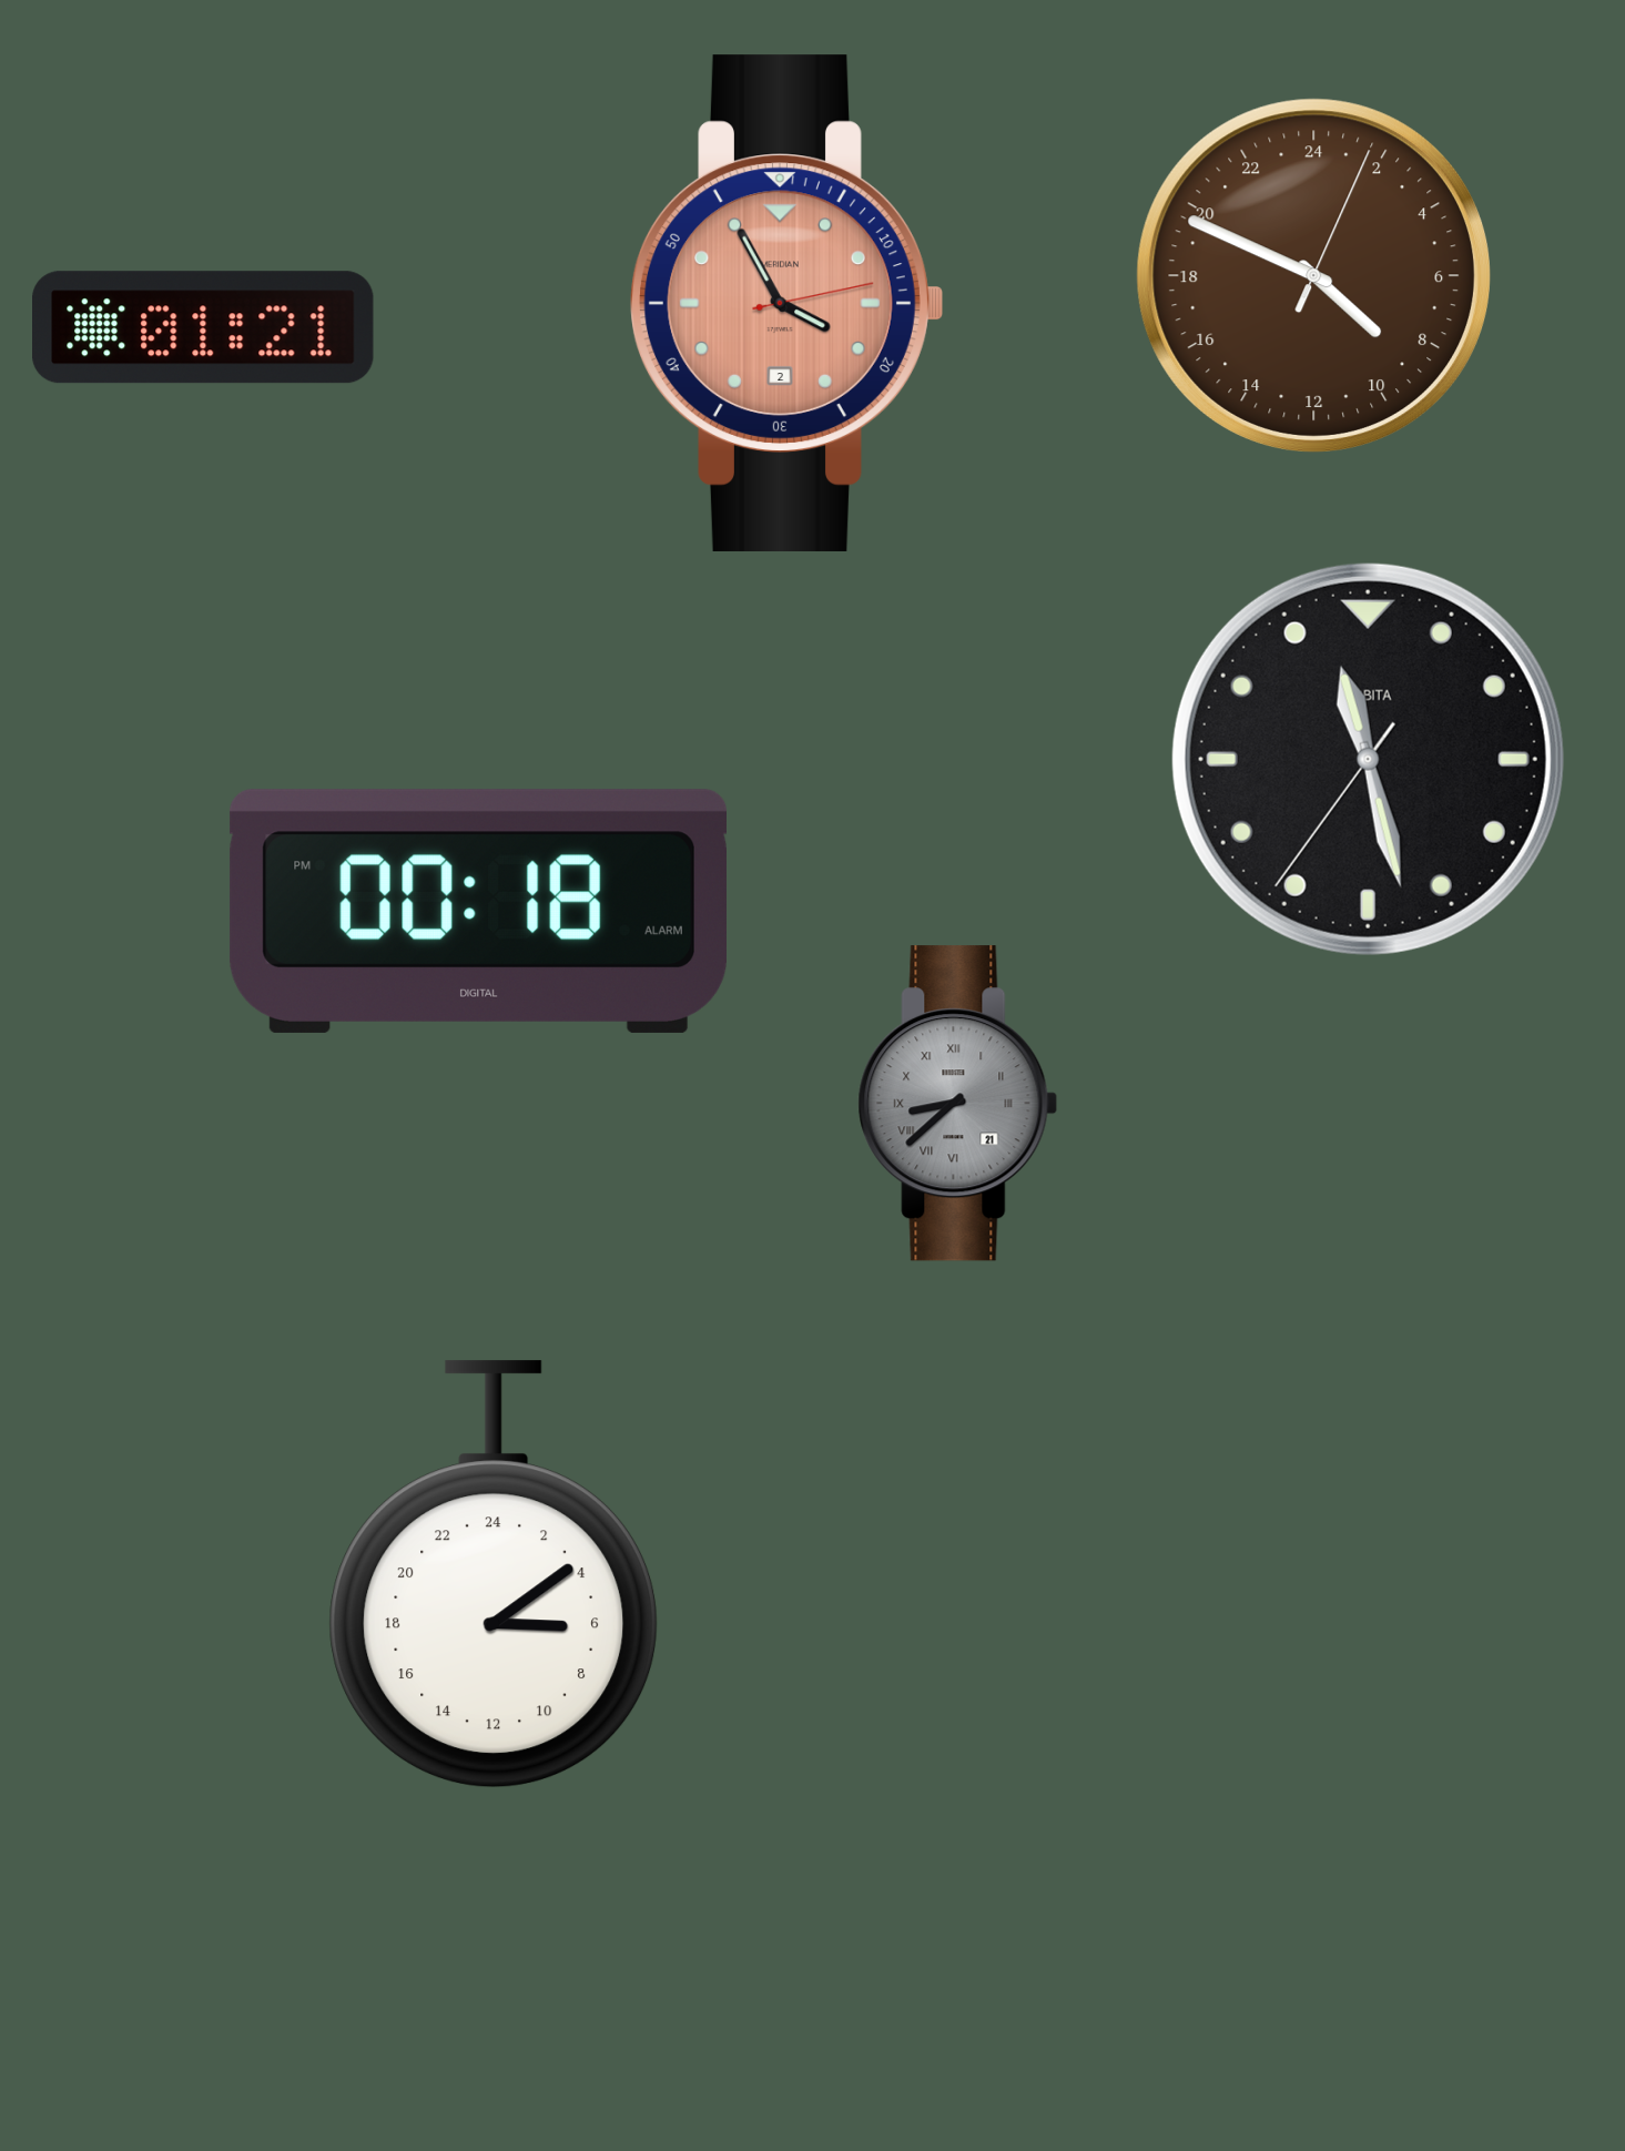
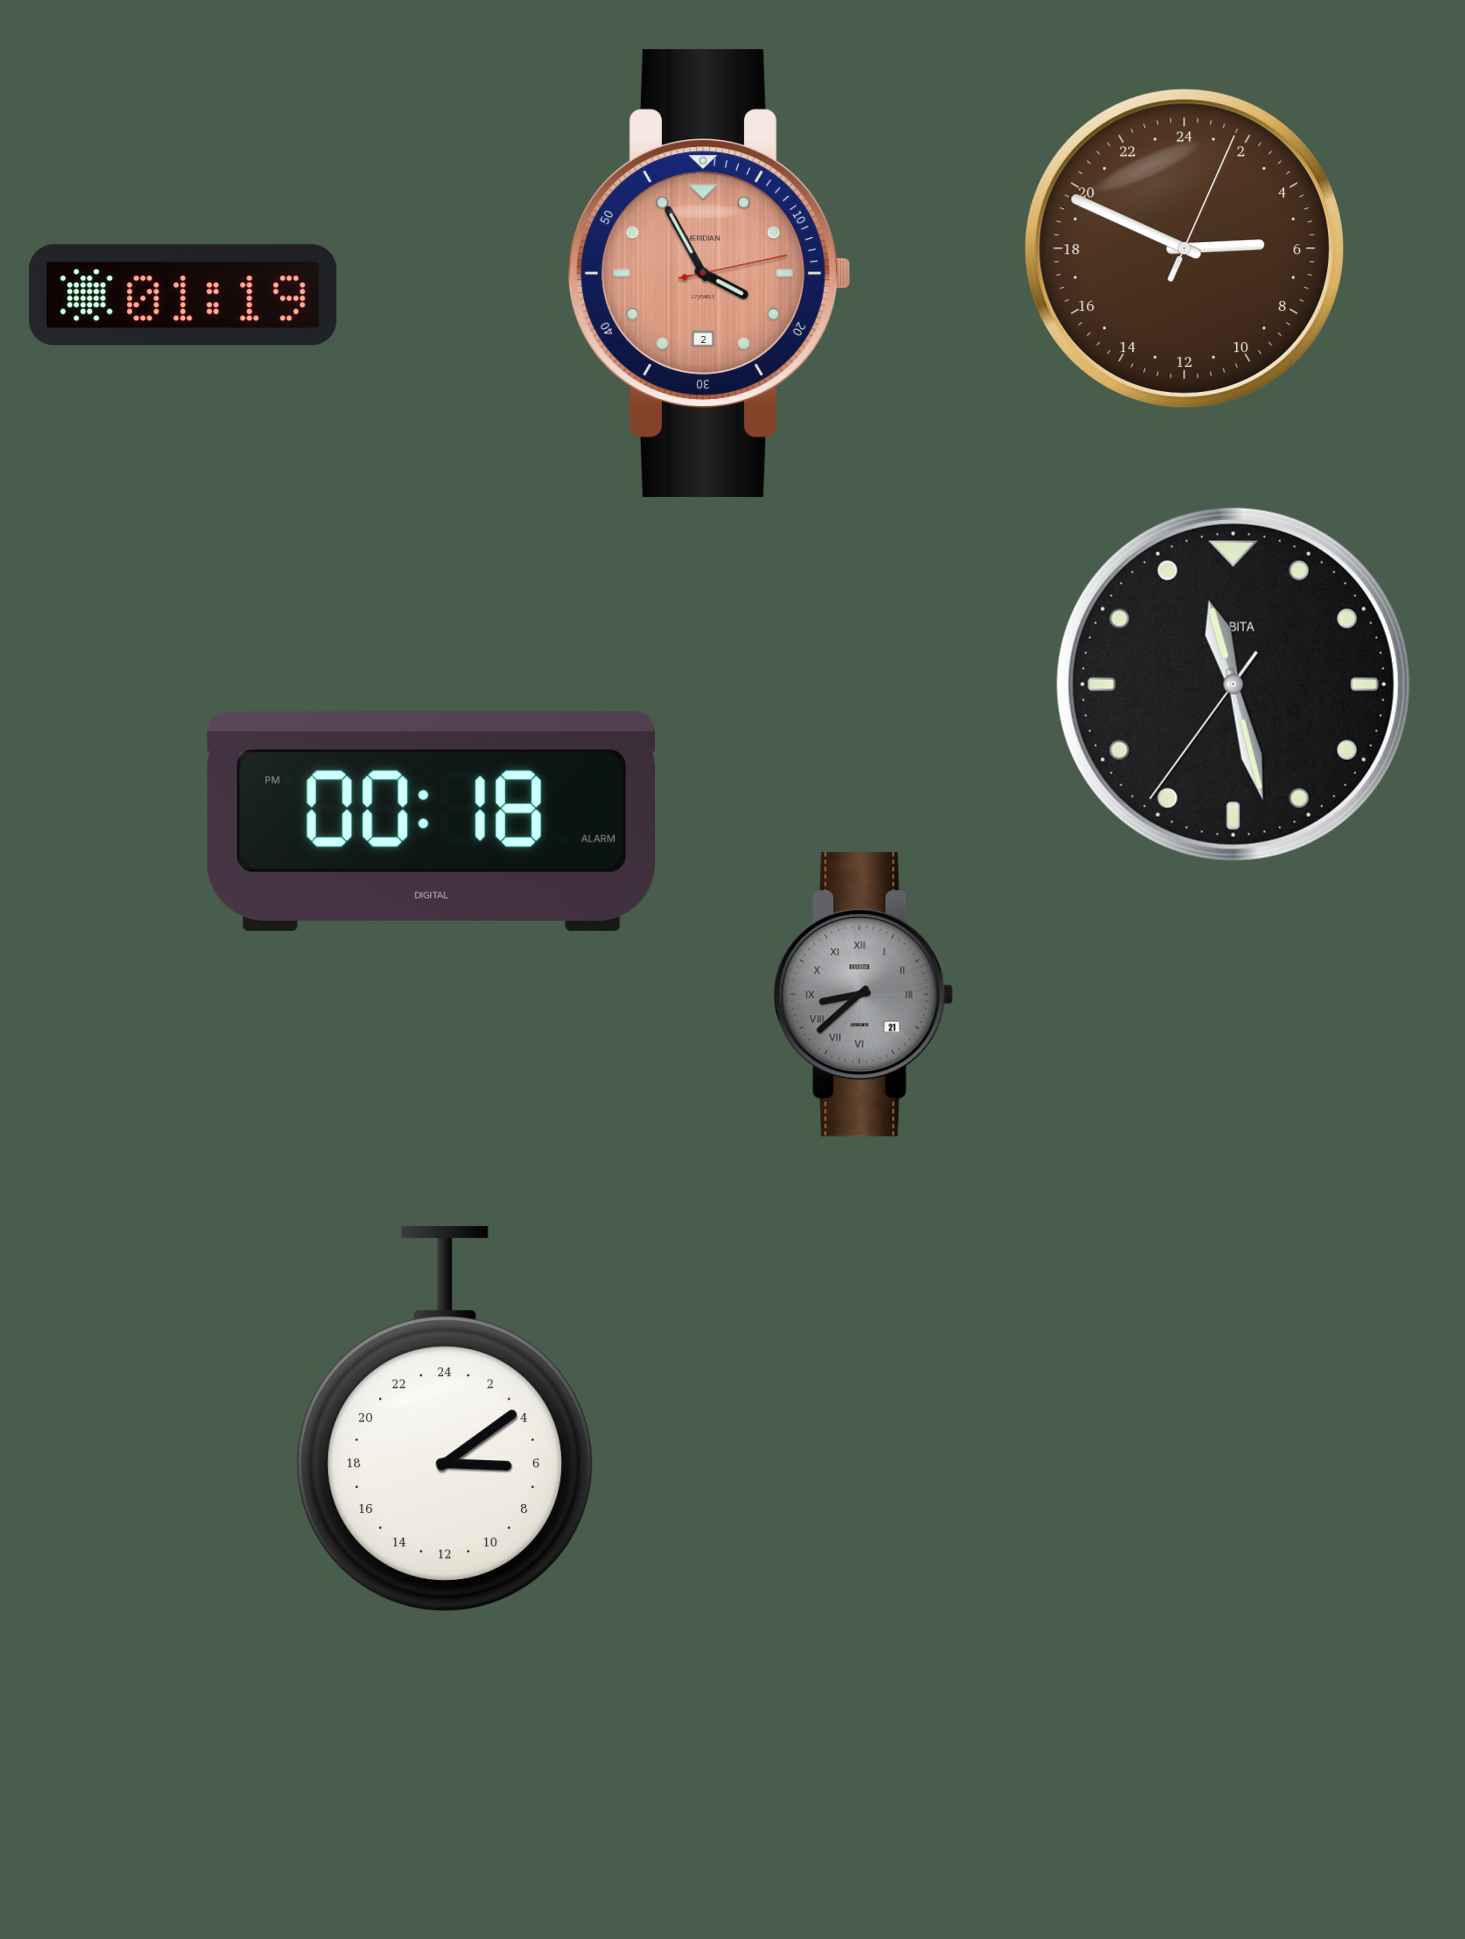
clock at (1313, 275): 8:49 -> 5:49
clock at (204, 327): 01:21 -> 01:19
